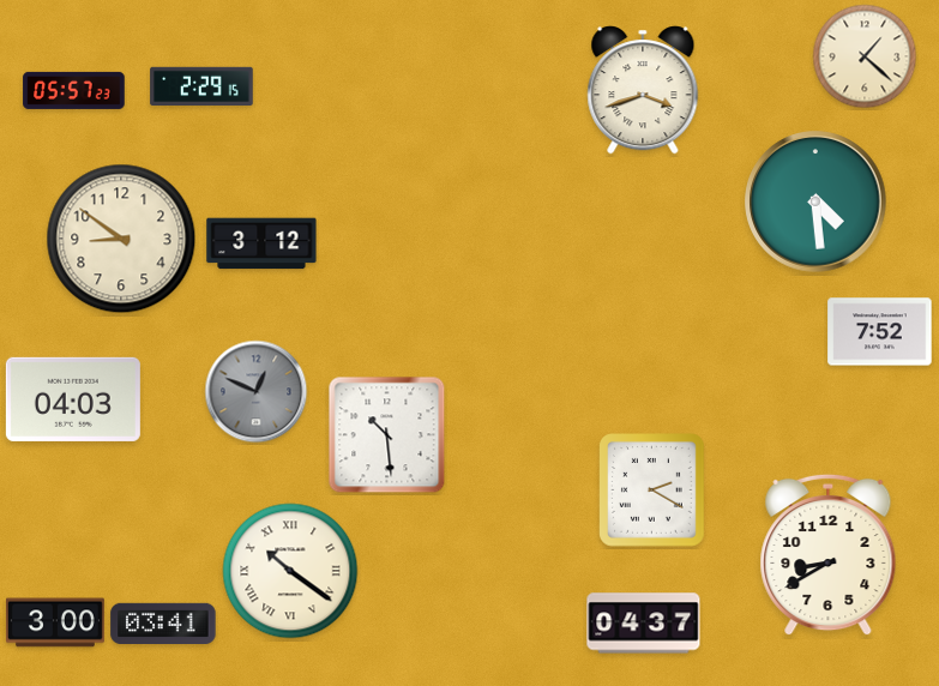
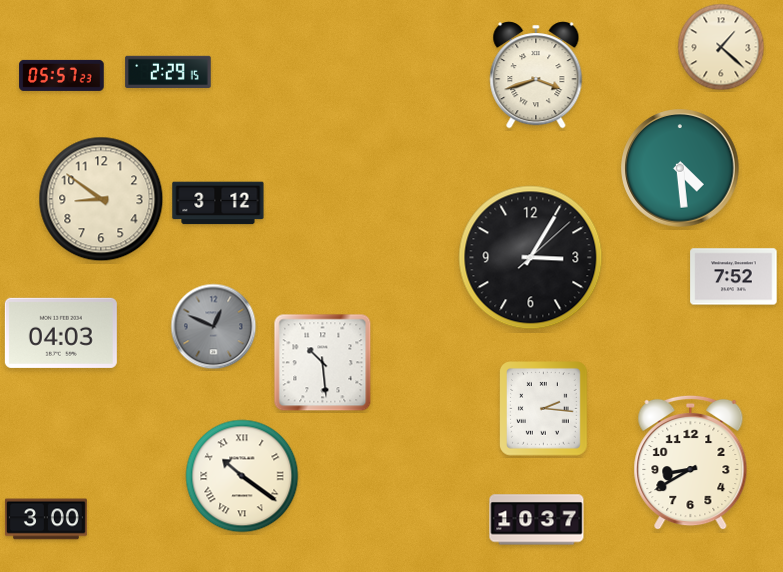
clock at (531, 258): none -> 3:05
clock at (652, 491): 2:20 -> 2:16
clock at (163, 622): 03:41 -> none
clock at (644, 624): 04:37 -> 10:37
